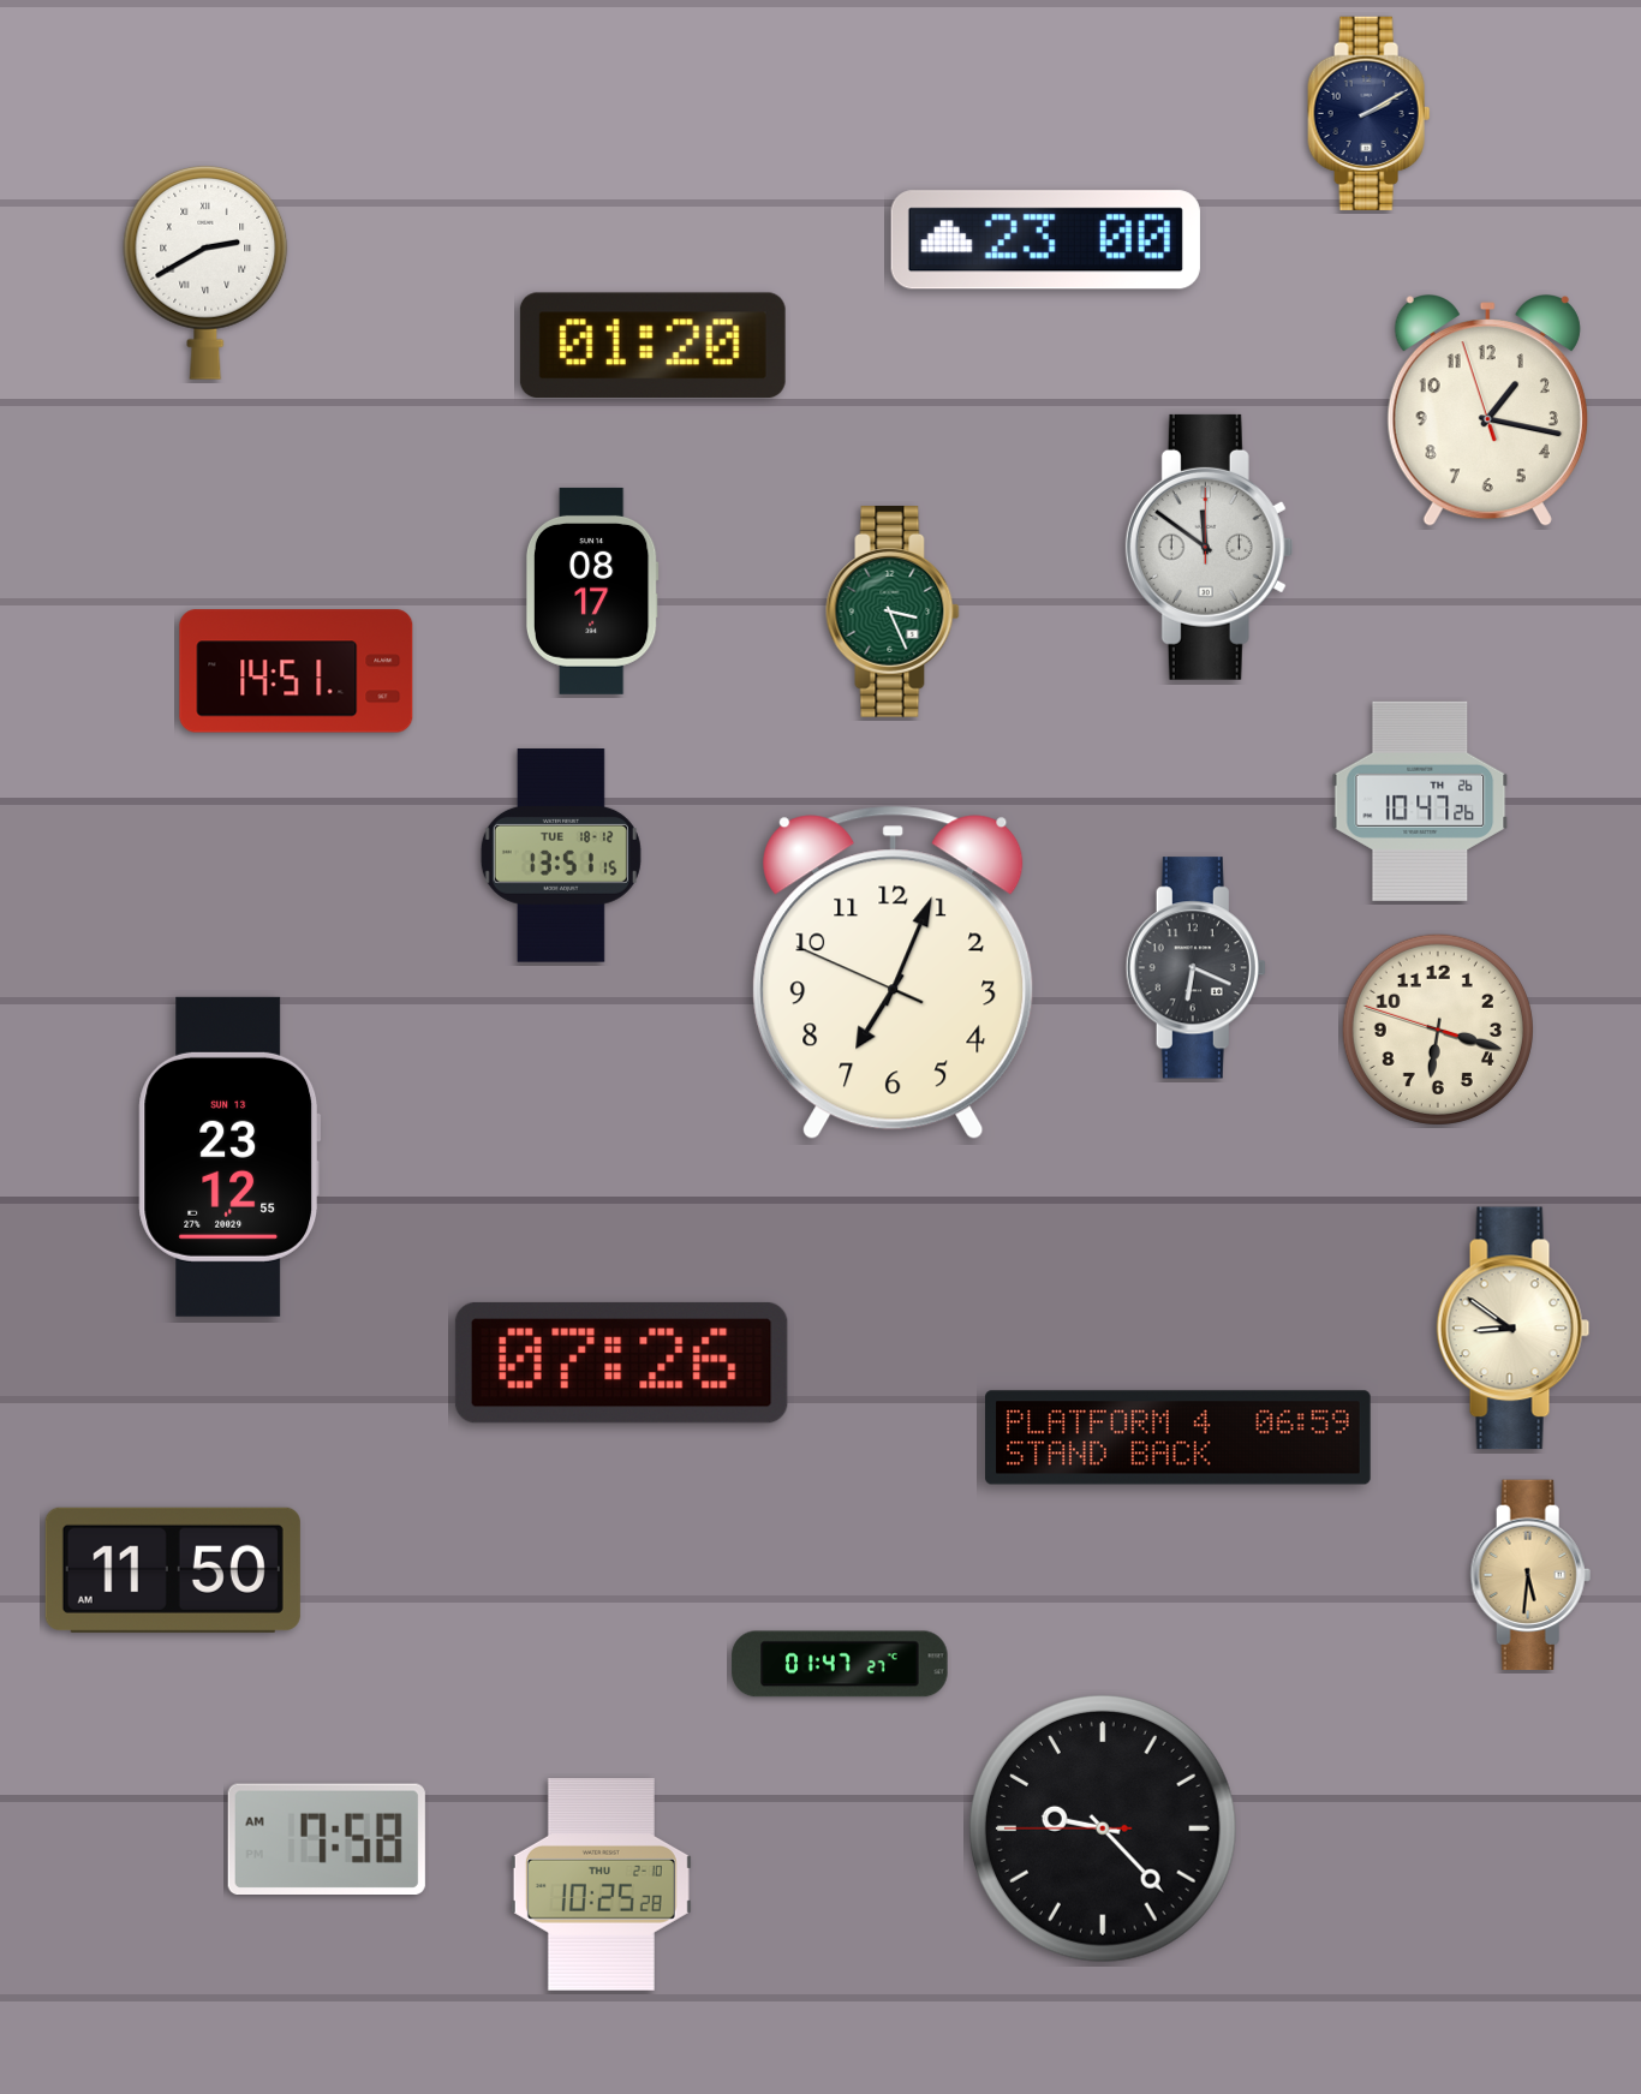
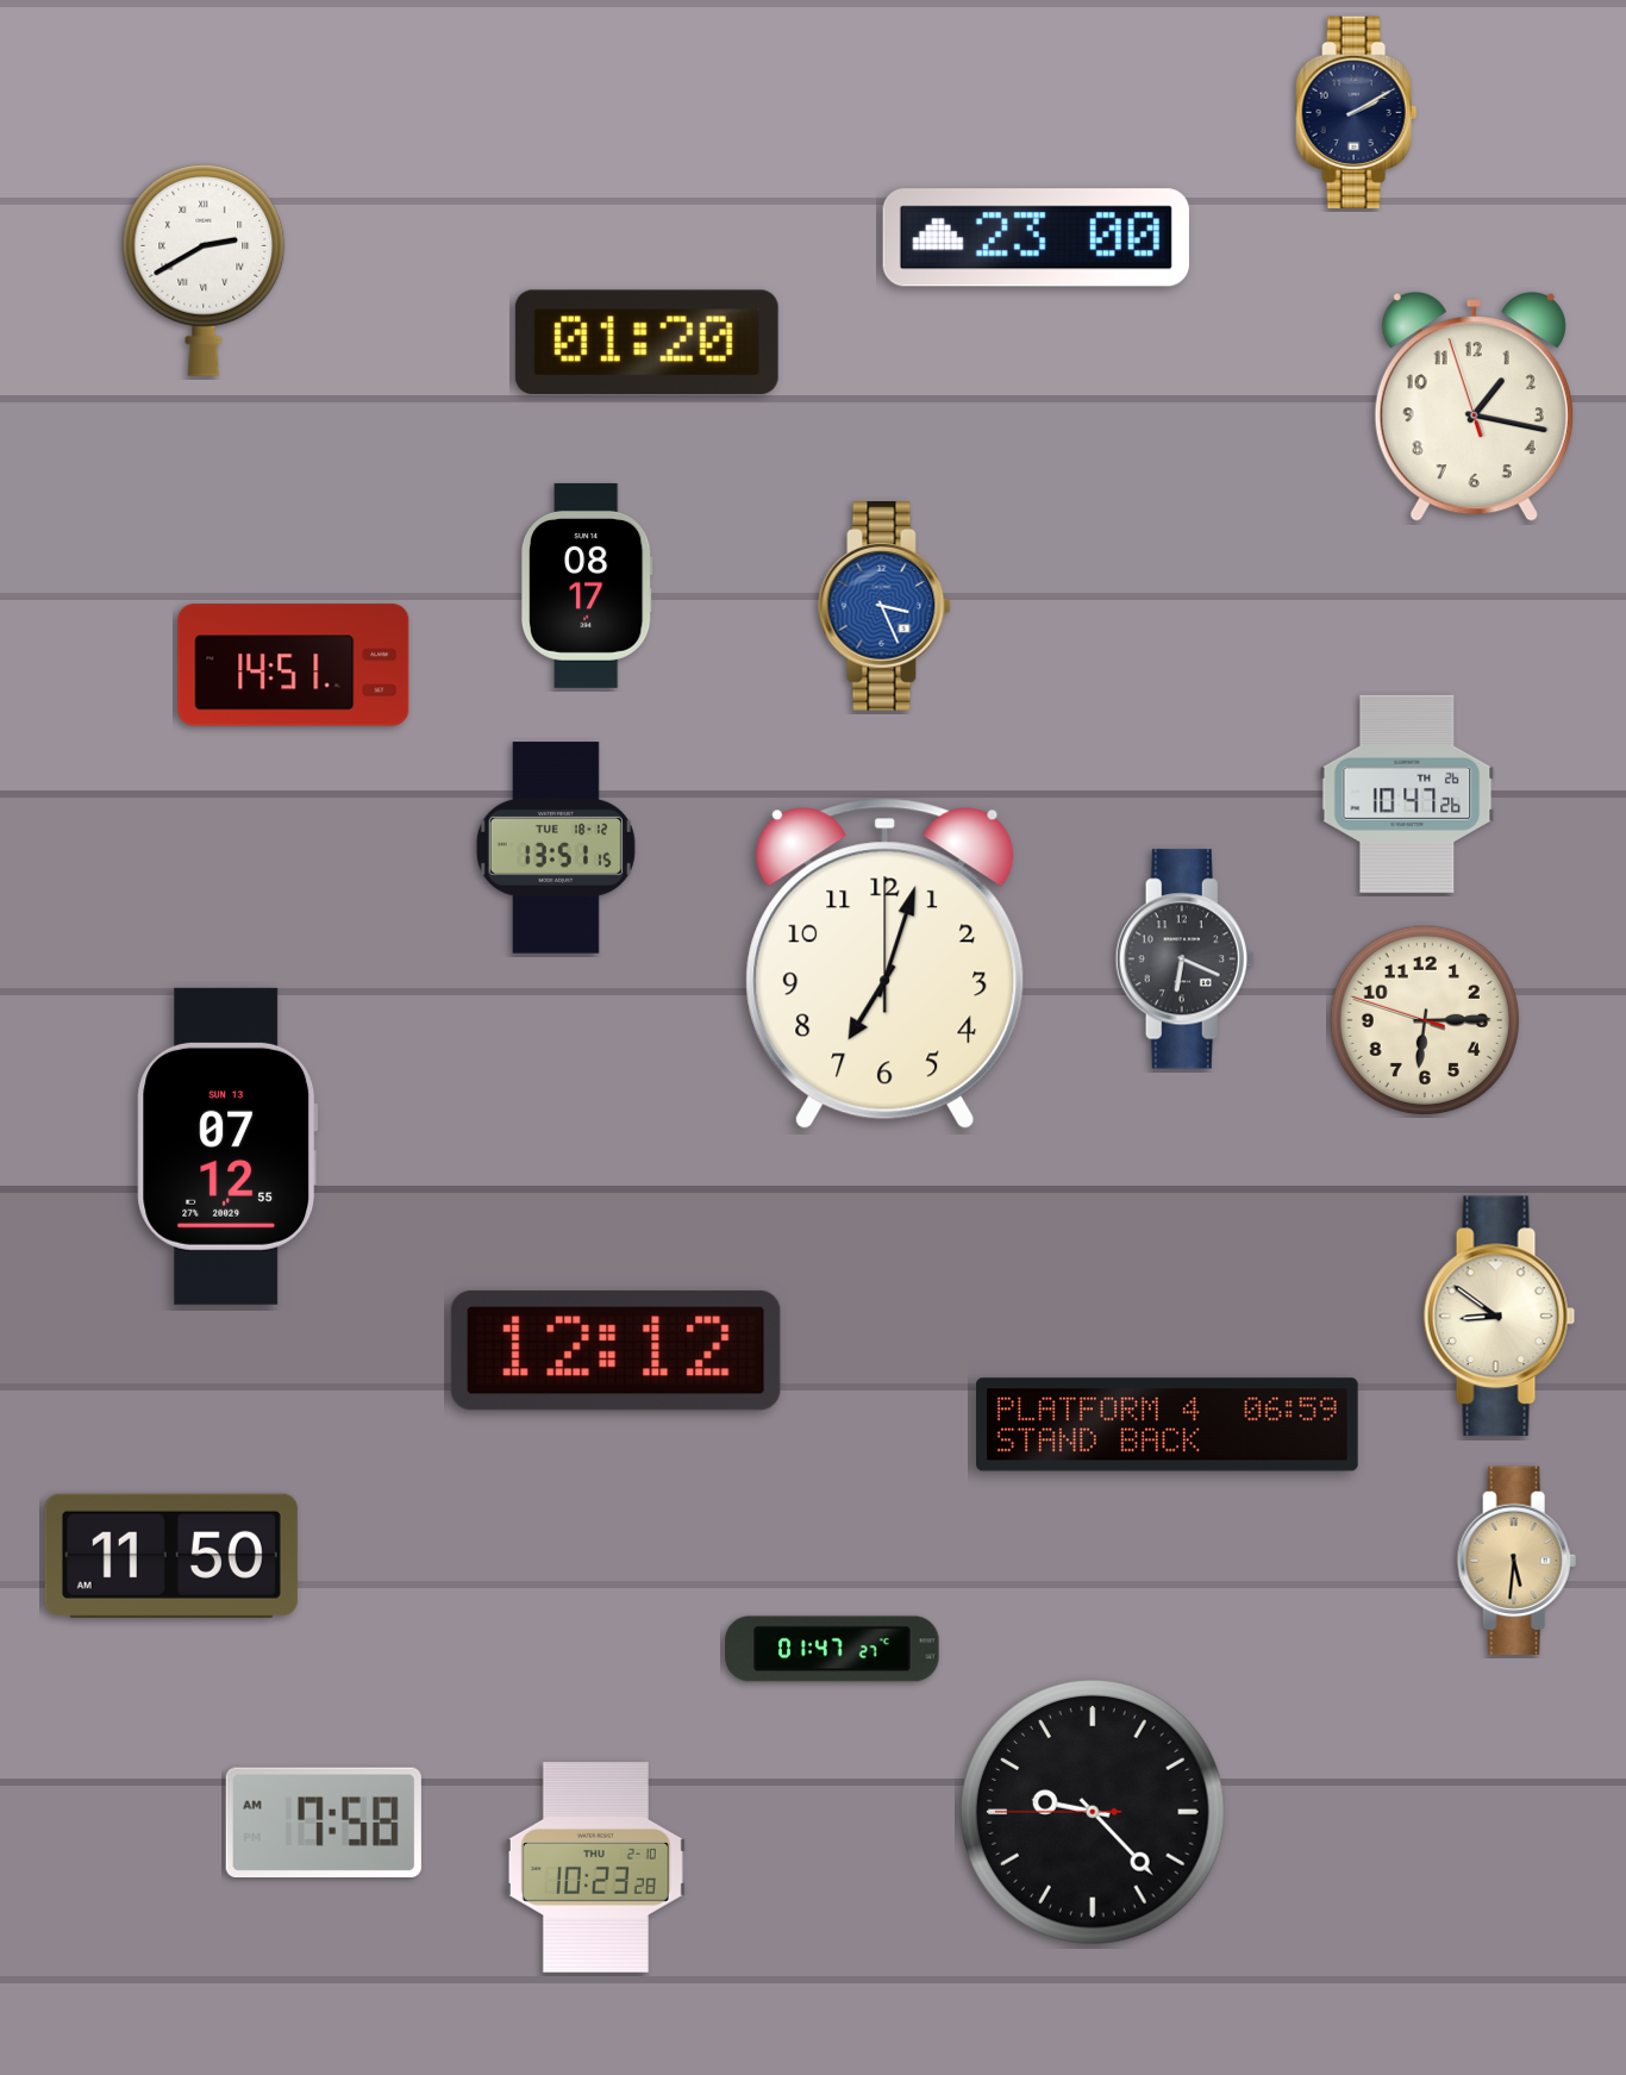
clock at (1210, 547): 11:51 -> none
clock at (893, 613) dial: green -> blue
clock at (894, 973): 7:03:49 -> 7:03:00
clock at (1438, 1030): 6:17 -> 6:14
clock at (229, 1157): 23:12 -> 07:12
clock at (621, 1362): 07:26 -> 12:12
clock at (601, 1885): 10:25 -> 10:23
